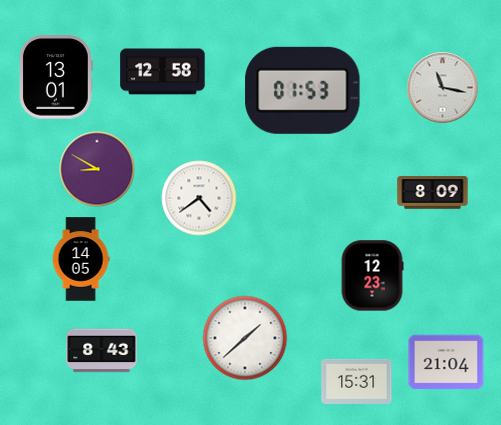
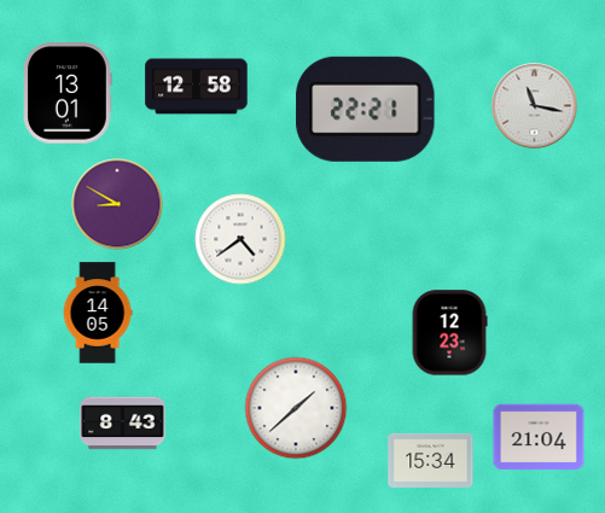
clock at (303, 90): 01:53 -> 22:21
clock at (433, 193): 8:09 -> none
clock at (357, 381): 15:31 -> 15:34
